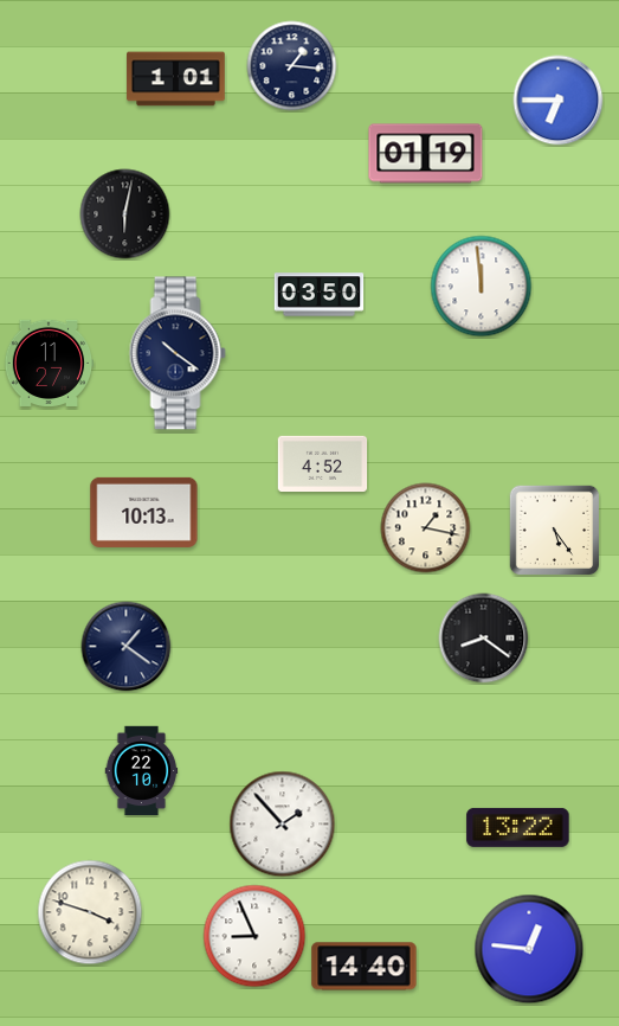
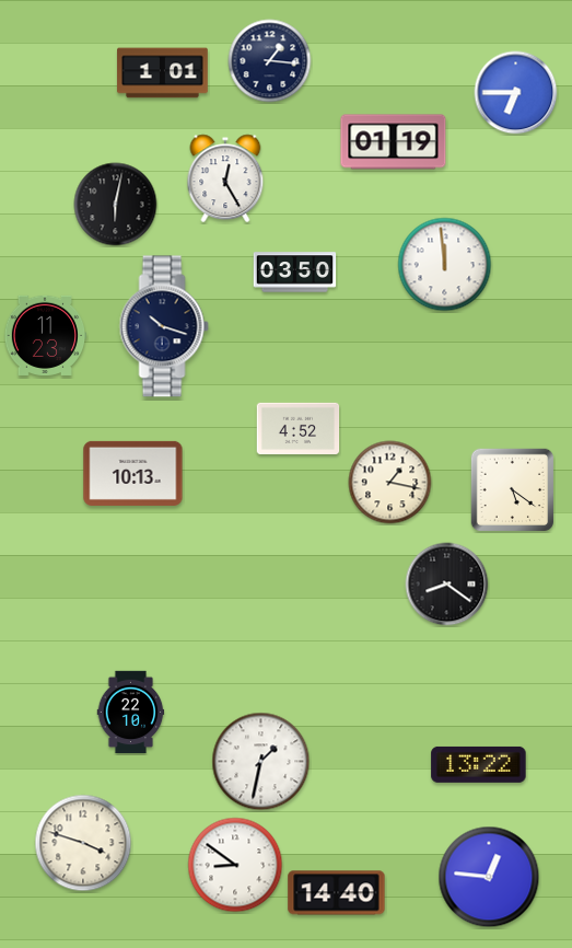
clock at (225, 178): none -> 12:25
clock at (125, 214) position: (125, 214) -> (116, 205)
clock at (178, 353): 10:21 -> 10:18
clock at (49, 363): 11:27 -> 11:23
clock at (426, 528) position: (426, 528) -> (390, 483)
clock at (554, 530): 5:24 -> 5:21
clock at (484, 639) position: (484, 639) -> (447, 585)
clock at (127, 647): 1:21 -> none
clock at (283, 825): 1:53 -> 1:32
clock at (254, 936): 8:56 -> 8:51
